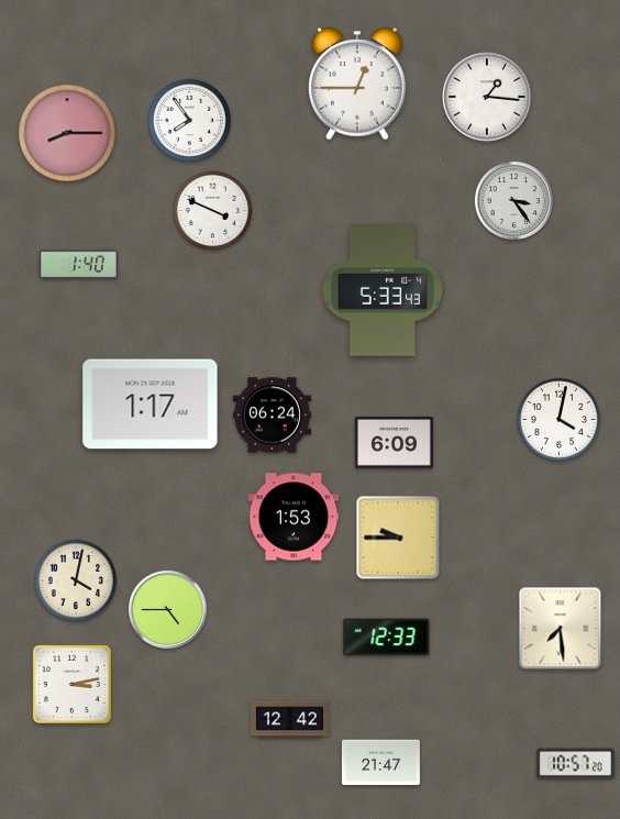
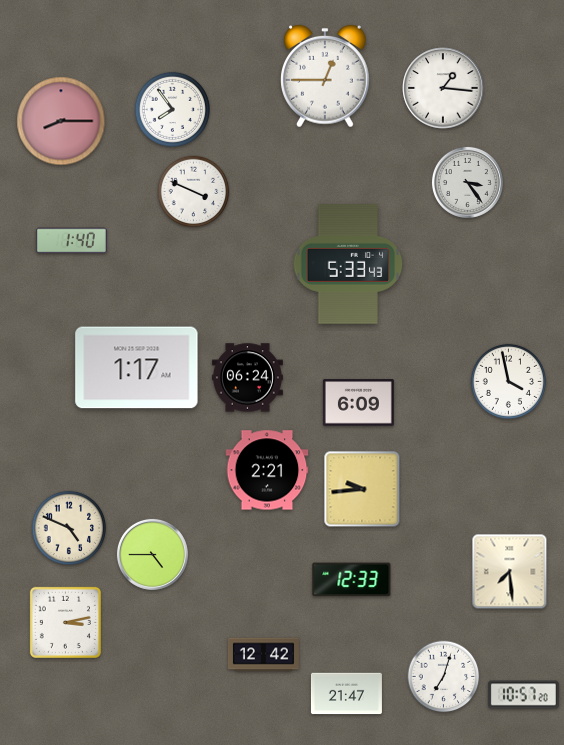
clock at (558, 419): 4:02 -> 3:58
clock at (294, 517): 1:53 -> 2:21
clock at (398, 538): 9:45 -> 9:44
clock at (76, 580): 4:02 -> 4:49
clock at (444, 677): none -> 7:03
